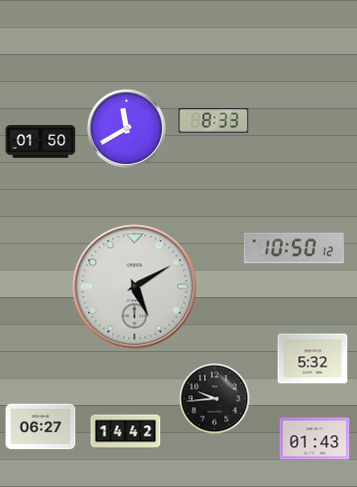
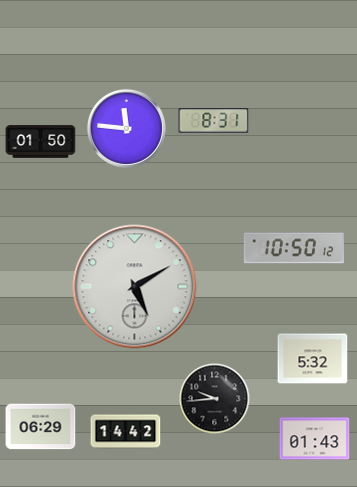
clock at (214, 121): 8:33 -> 8:31
clock at (126, 128): 11:40 -> 11:46
clock at (41, 427): 06:27 -> 06:29
